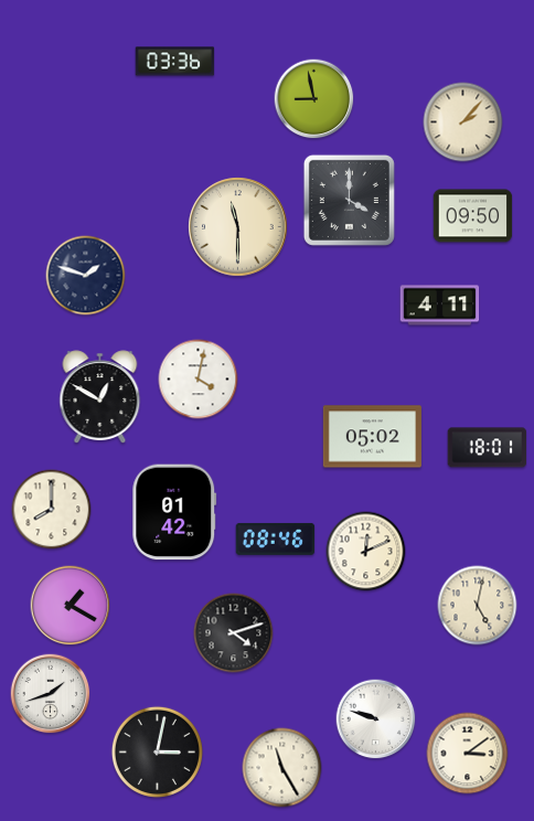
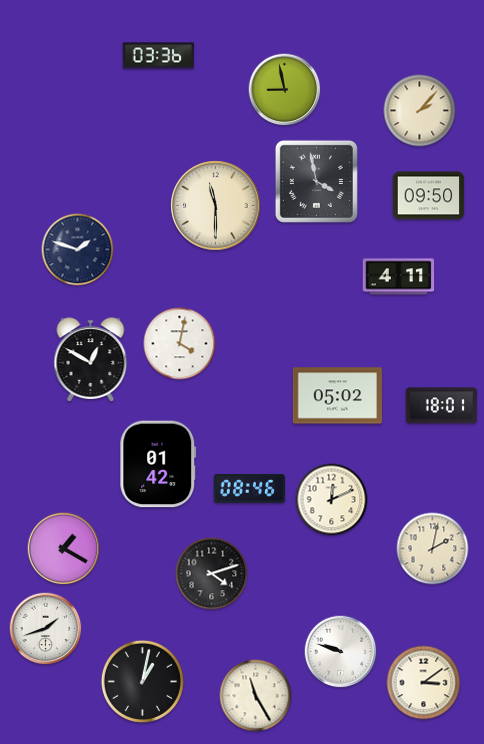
clock at (349, 200): 4:00 -> 3:58
clock at (52, 510): 8:00 -> none
clock at (478, 606): 5:02 -> 2:02
clock at (157, 751): 3:02 -> 1:02
